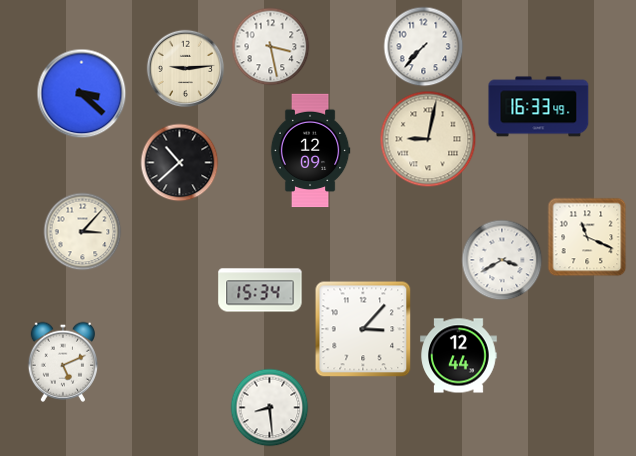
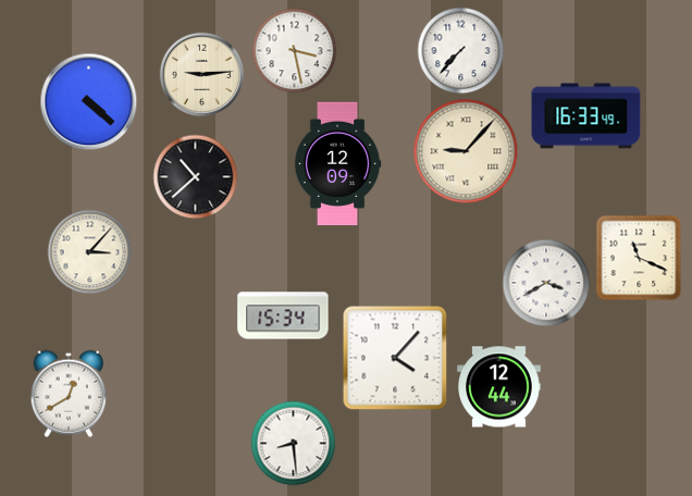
clock at (81, 93): 3:22 -> 4:22
clock at (428, 139): 9:02 -> 9:07
clock at (363, 329): 3:07 -> 4:07
clock at (62, 362): 5:11 -> 12:40
